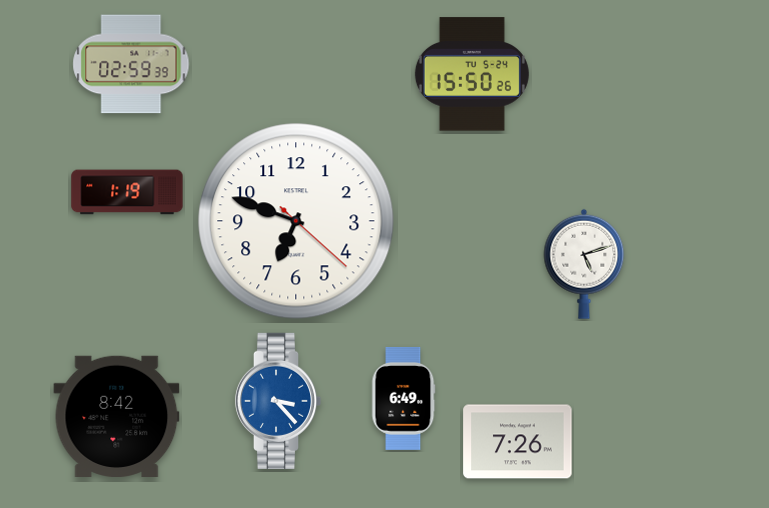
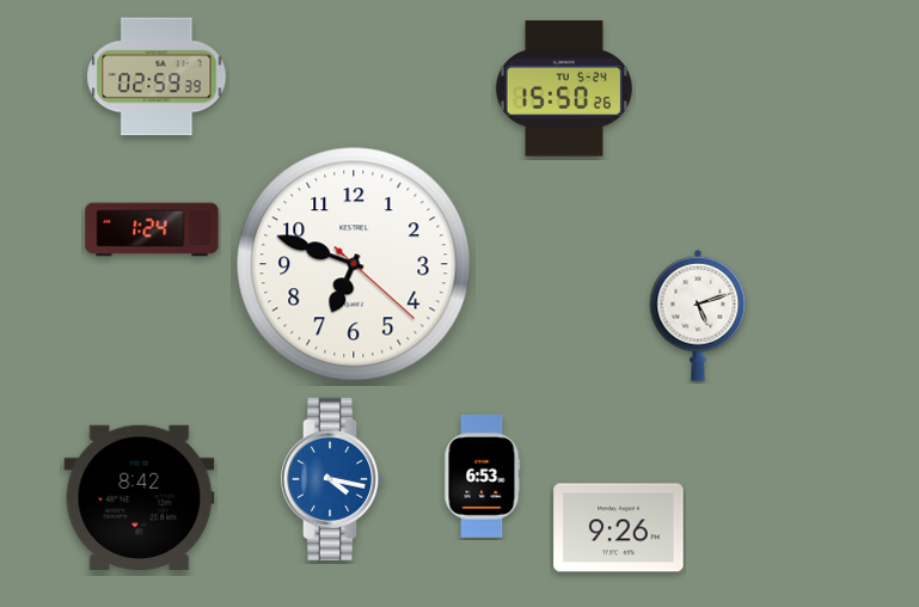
clock at (127, 192): 1:19 -> 1:24
clock at (403, 399): 6:49 -> 6:53
clock at (278, 401): 3:23 -> 4:17
clock at (518, 442): 7:26 -> 9:26
